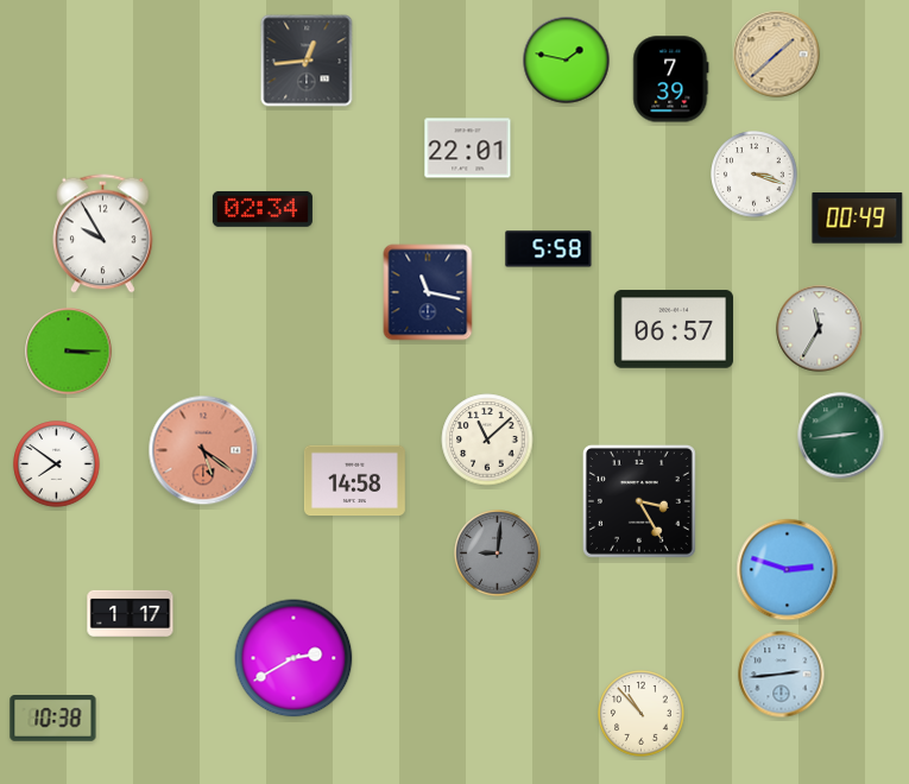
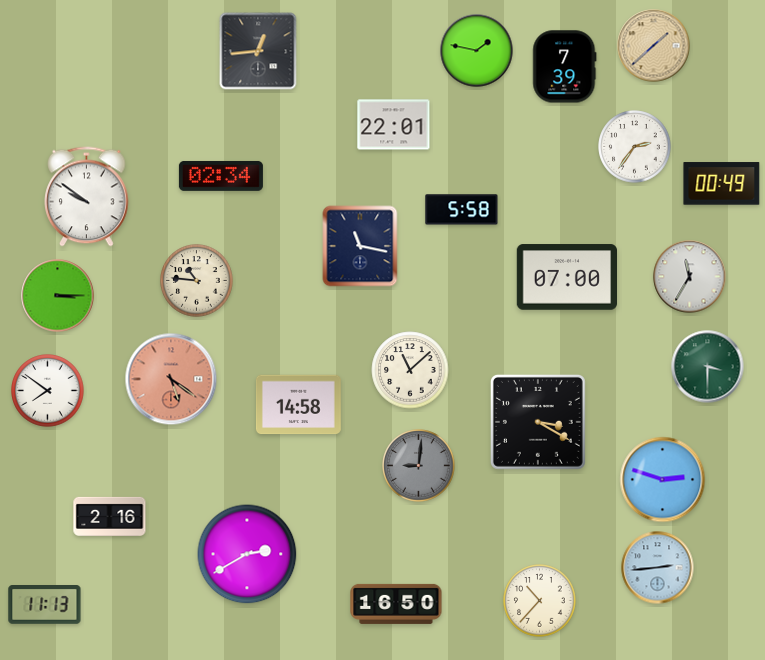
clock at (755, 175): 3:18 -> 2:36
clock at (103, 234): 9:55 -> 9:51
clock at (674, 329): 06:57 -> 07:00
clock at (197, 281): none -> 10:46
clock at (841, 436): 2:44 -> 3:30
clock at (639, 501): 3:25 -> 3:20
clock at (131, 613): 1:17 -> 2:16
clock at (642, 714): 10:53 -> 10:37
clock at (396, 604): none -> 16:50
clock at (53, 719): 10:38 -> 11:13
